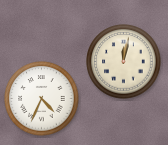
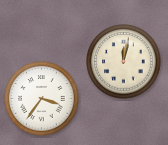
clock at (42, 99): 4:34 -> 3:36
